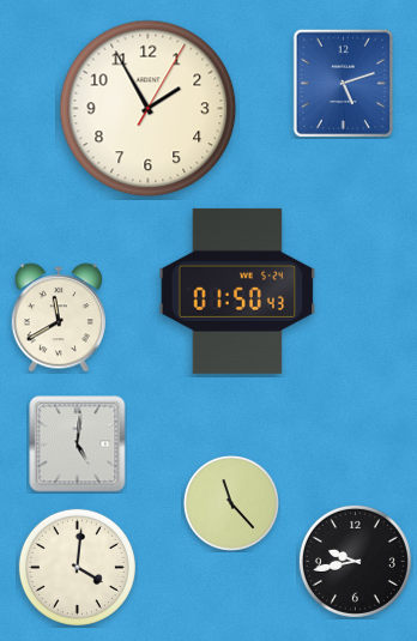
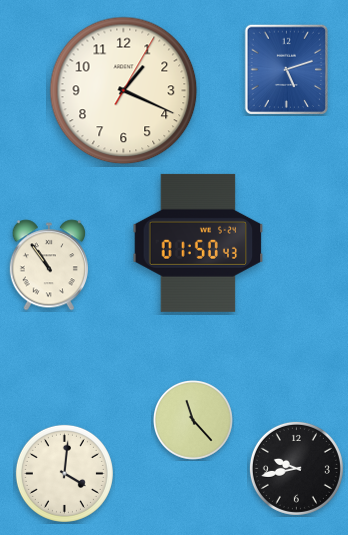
clock at (149, 109): 1:55 -> 1:19
clock at (58, 318): 11:40 -> 10:54
clock at (78, 445): 5:01 -> none
